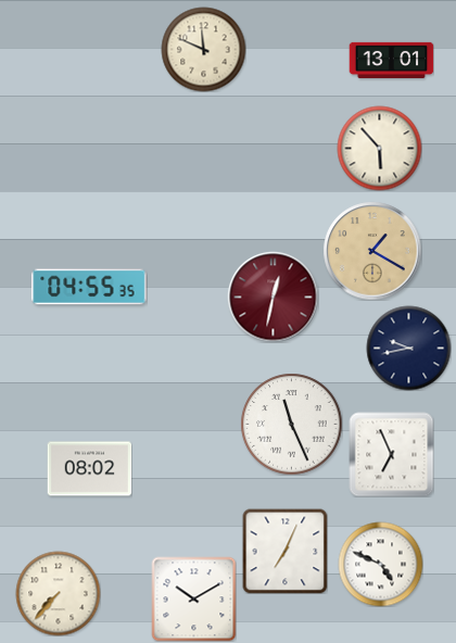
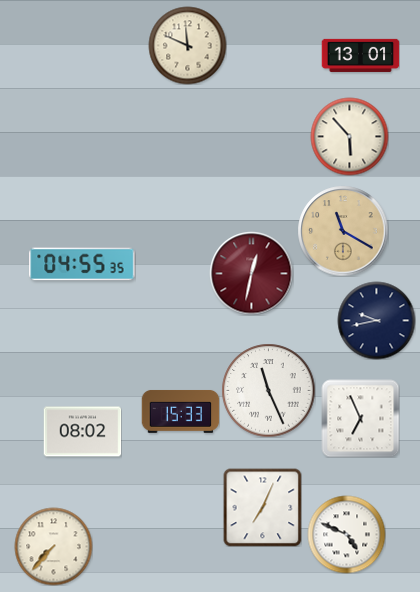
clock at (372, 251): 1:20 -> 11:20
clock at (180, 411): none -> 15:33
clock at (380, 564) position: (380, 564) -> (346, 534)
clock at (193, 598): 10:10 -> none
